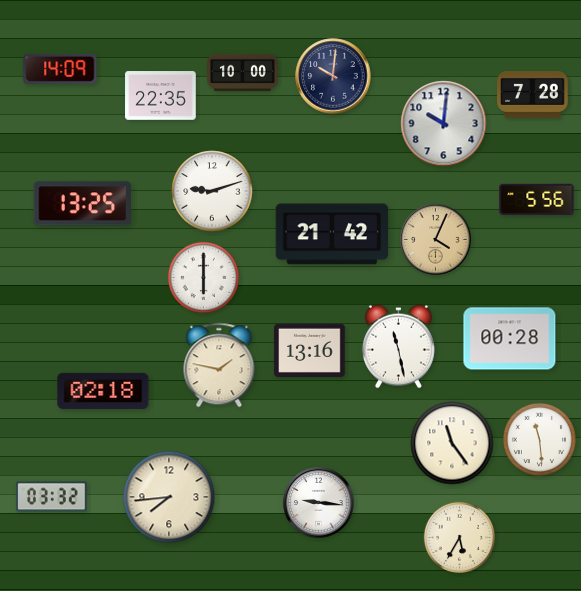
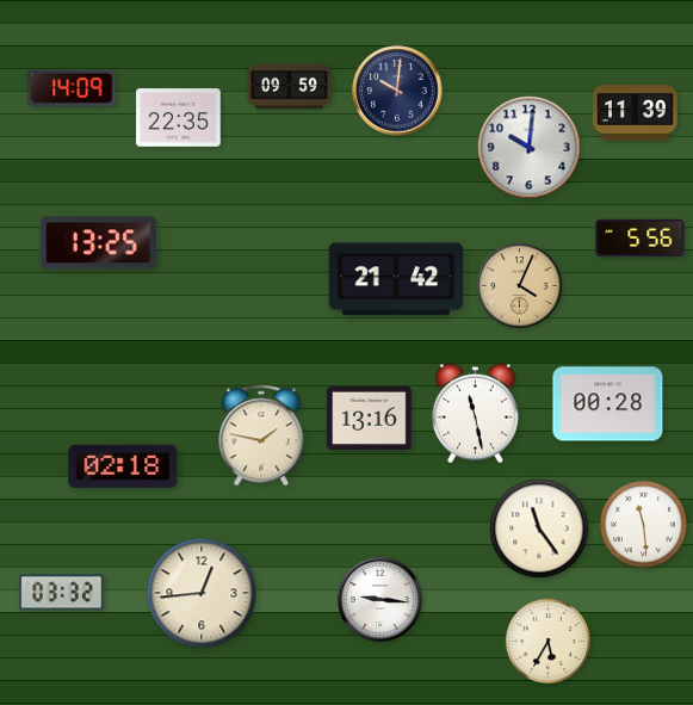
clock at (60, 69) position: (60, 69) -> (72, 88)
clock at (243, 73): 10:00 -> 09:59
clock at (533, 95): 7:28 -> 11:39
clock at (161, 96) position: (161, 96) -> (179, 118)
clock at (212, 191): 9:12 -> none
clock at (203, 277): 6:00 -> none
clock at (169, 497): 7:44 -> 12:44
